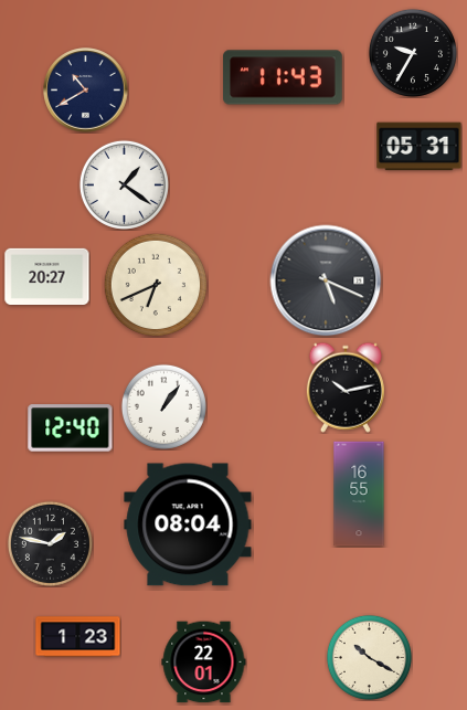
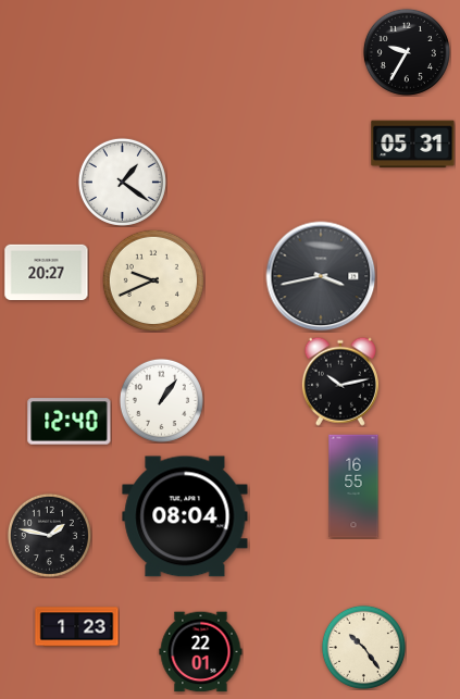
clock at (283, 77): 11:43 -> none
clock at (86, 91): 10:40 -> none
clock at (326, 280): 5:19 -> 3:43
clock at (155, 284): 6:41 -> 9:41
clock at (369, 657): 10:20 -> 10:24
